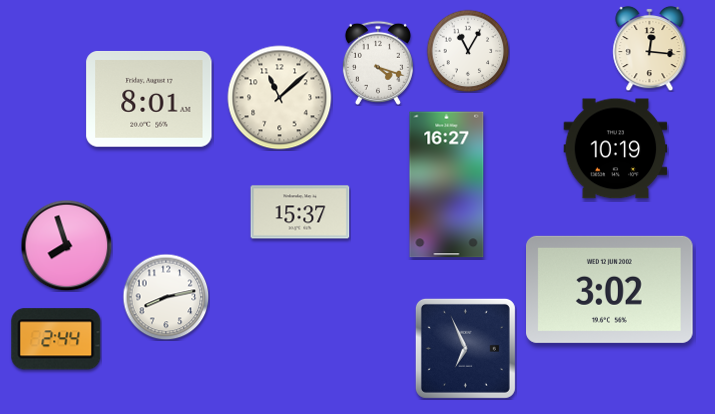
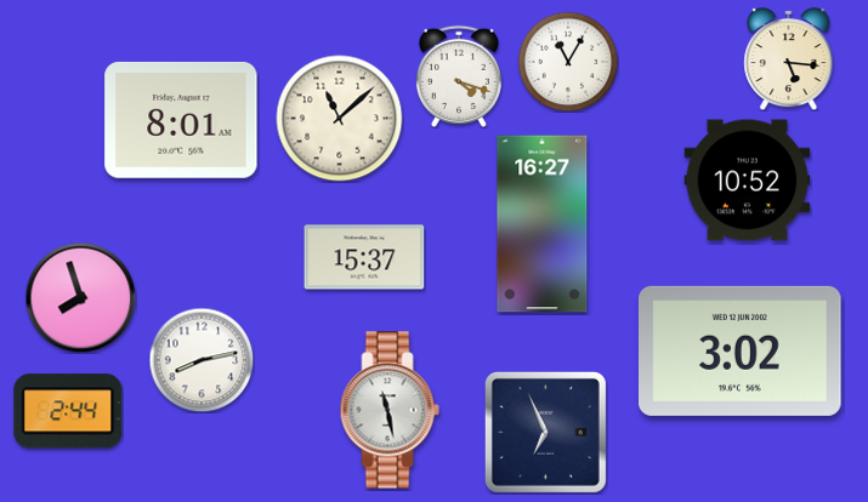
clock at (650, 48): 12:16 -> 5:16
clock at (616, 149): 10:19 -> 10:52
clock at (390, 410): none -> 11:28
clock at (465, 348) position: (465, 348) -> (545, 432)
